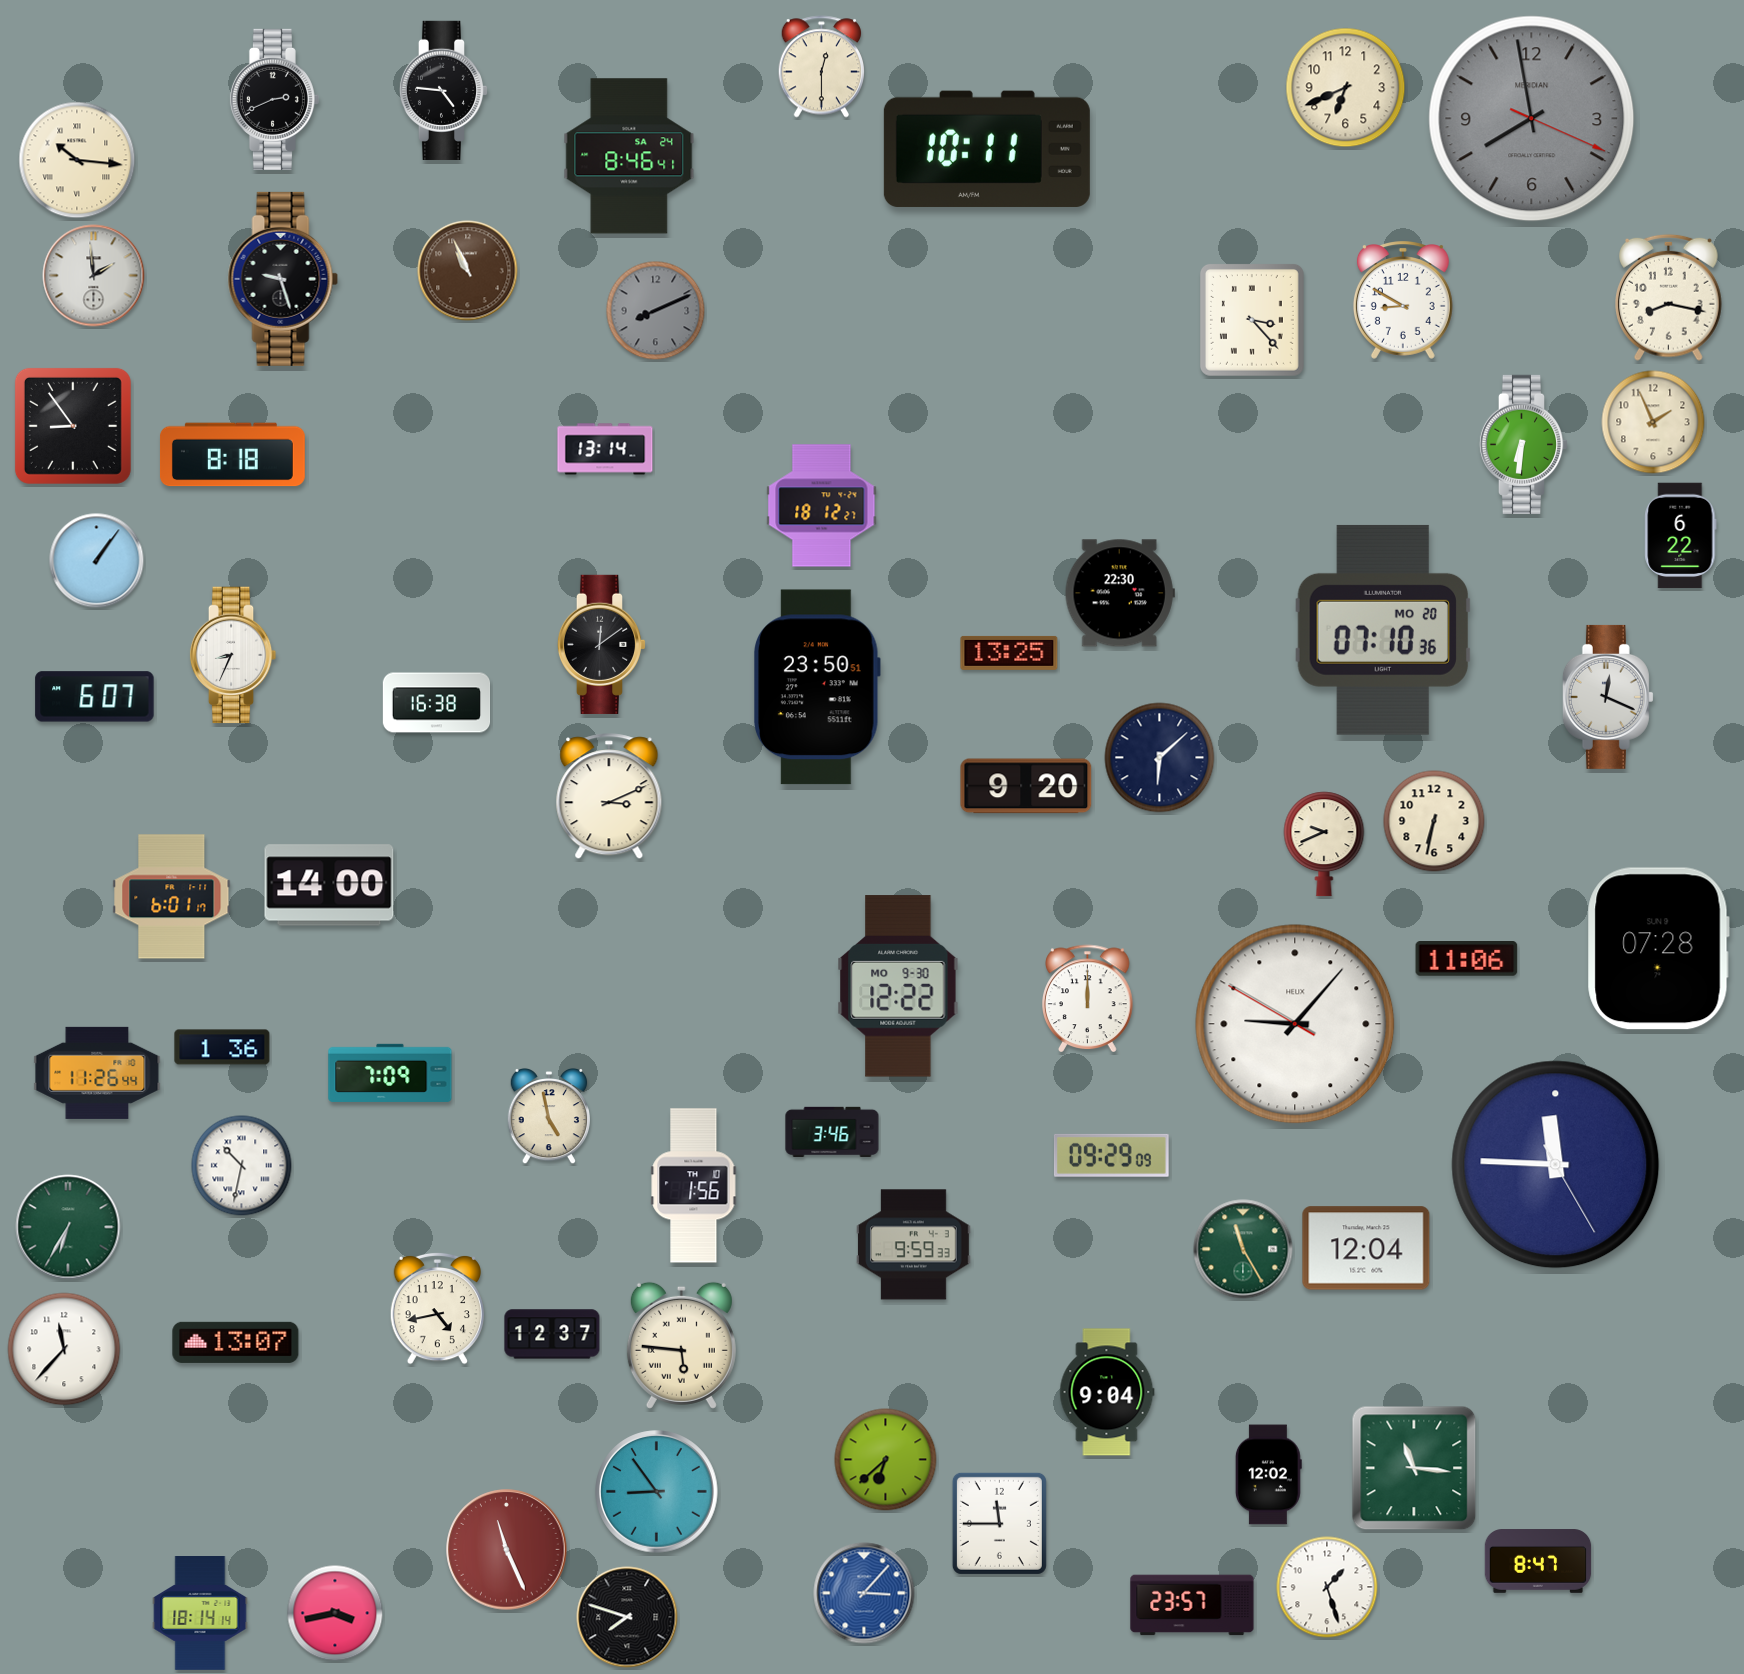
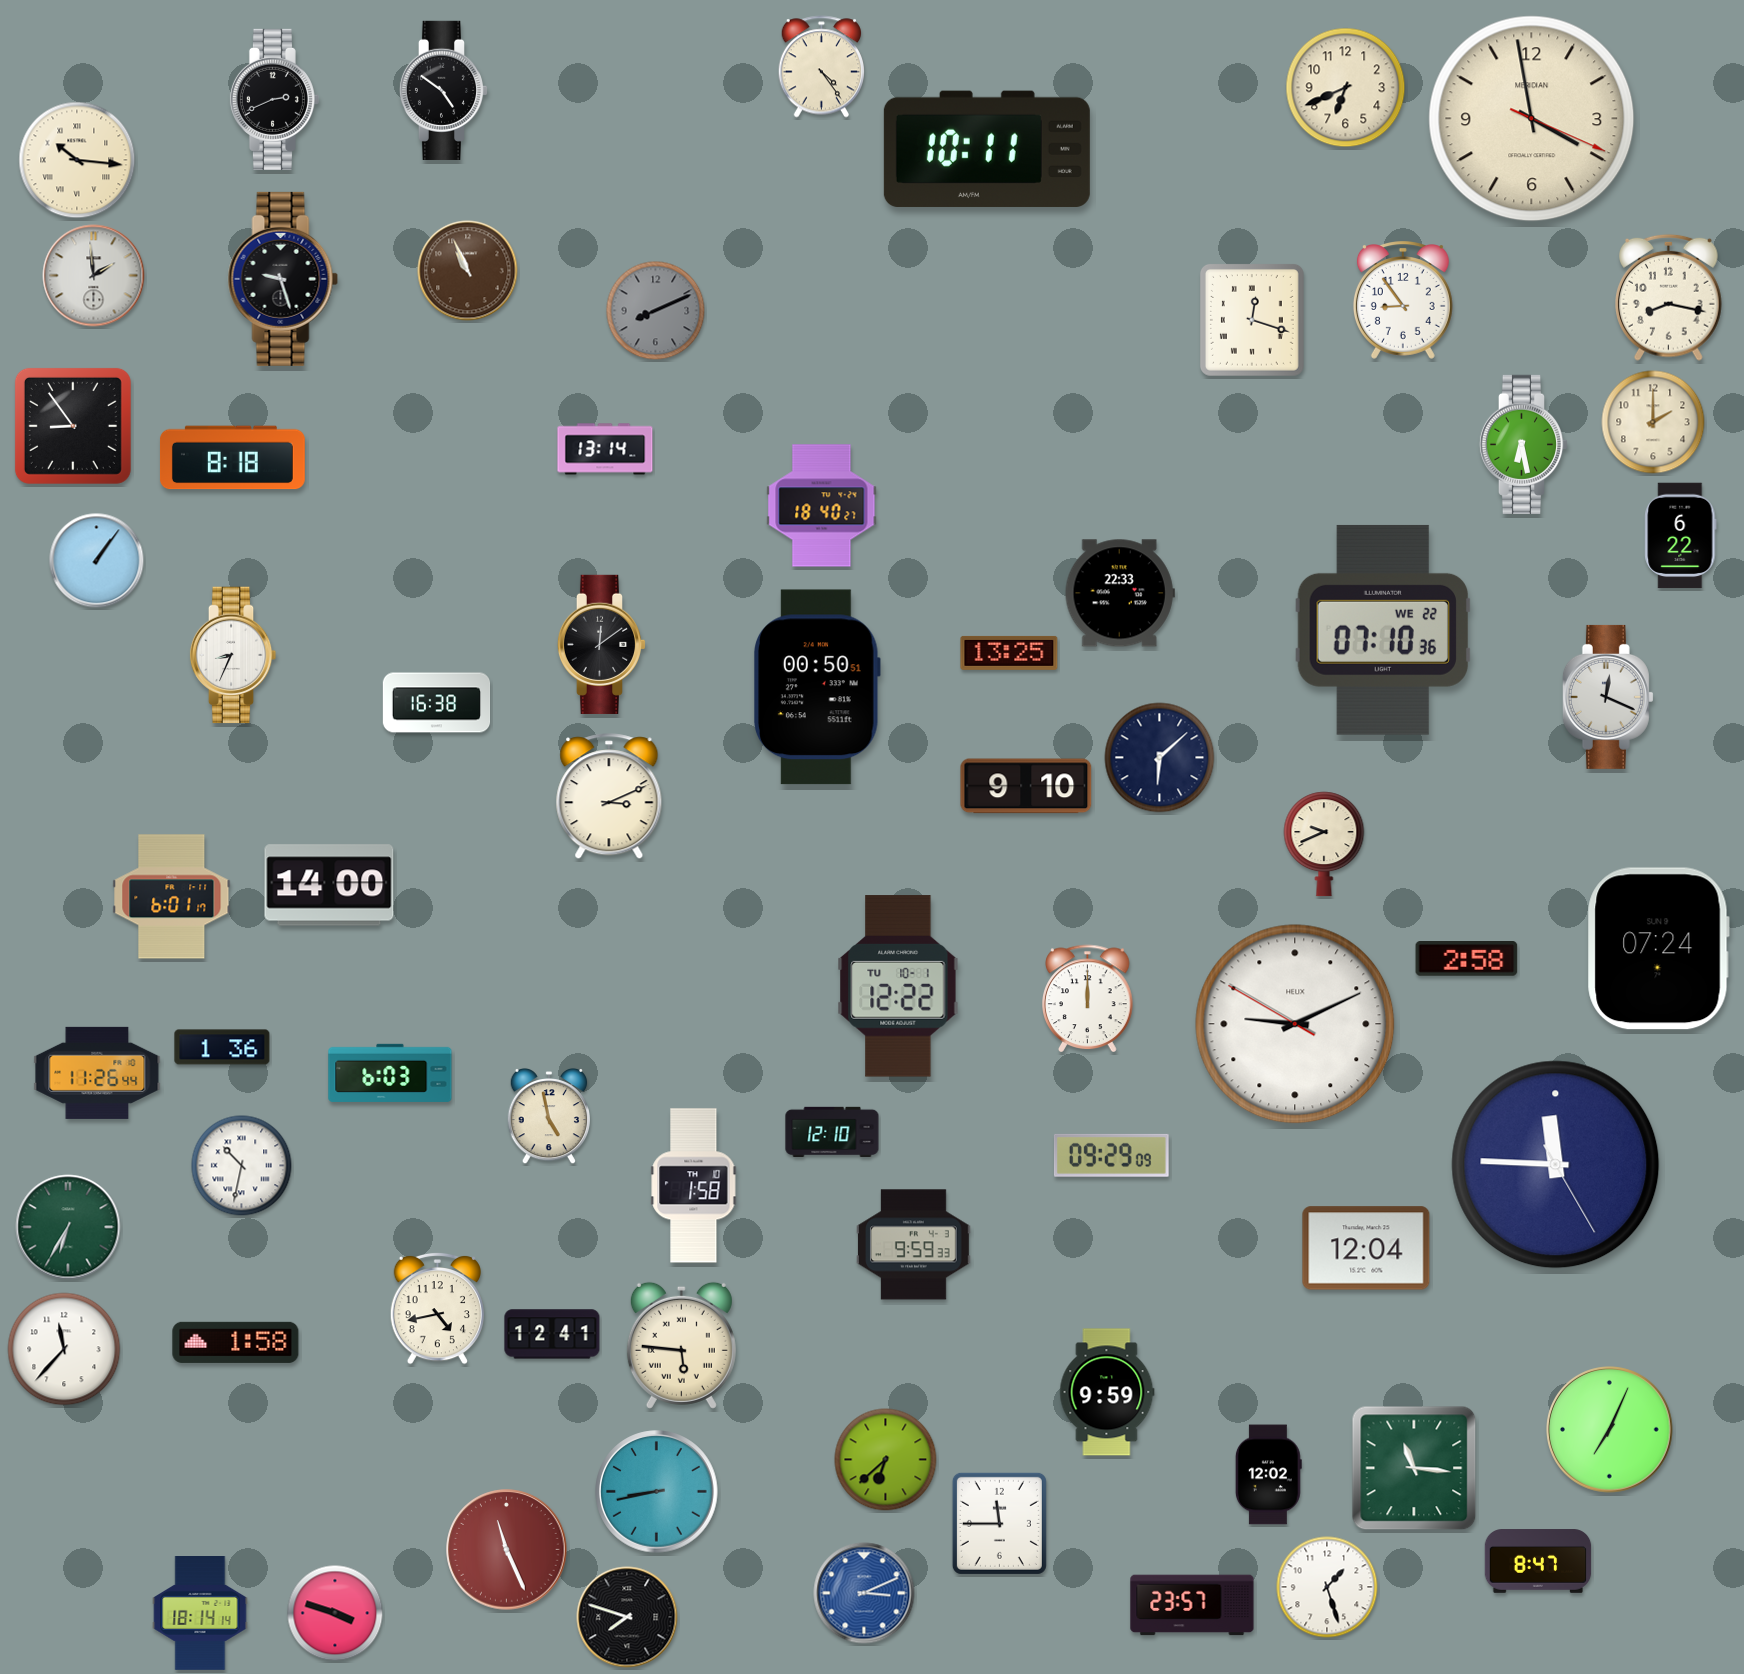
clock at (821, 67): 12:30 -> 4:24
clock at (444, 90): 4:46 -> 4:51
clock at (1532, 119): 7:58 -> 3:58
clock at (1532, 119) dial: grey -> cream
clock at (629, 156): 8:46 -> none
clock at (1403, 300): 8:50 -> 8:54
clock at (1252, 320): 3:23 -> 12:18
clock at (1653, 422): 1:56 -> 2:00
clock at (1524, 444): 6:31 -> 6:28
clock at (232, 455) position: (232, 455) -> (232, 458)
clock at (822, 506): 18:12 -> 18:40
clock at (1120, 593): 22:30 -> 22:33
clock at (1382, 630) date: MO 20 -> WE 22
clock at (818, 687): 23:50 -> 00:50
clock at (95, 697): 6:07 -> none
clock at (1026, 786): 9:20 -> 9:10
clock at (1434, 821): 6:32 -> none
clock at (1658, 949): 07:28 -> 07:24
clock at (1467, 959): 11:06 -> 2:58
clock at (898, 986) date: MO 9-30 -> TU 10-1
clock at (1295, 1024): 9:06 -> 9:10
clock at (390, 1073): 7:09 -> 6:03
clock at (832, 1131): 3:46 -> 12:10
clock at (694, 1186): 1:56 -> 1:58
clock at (1243, 1249): 11:25 -> none
clock at (552, 1334): 12:37 -> 12:41
clock at (236, 1342): 13:07 -> 1:58
clock at (1107, 1392): 9:04 -> 9:59
clock at (1610, 1430): none -> 7:04
clock at (657, 1492): 8:54 -> 8:43
clock at (864, 1593): 3:07 -> 3:11
clock at (335, 1613): 3:43 -> 3:48
